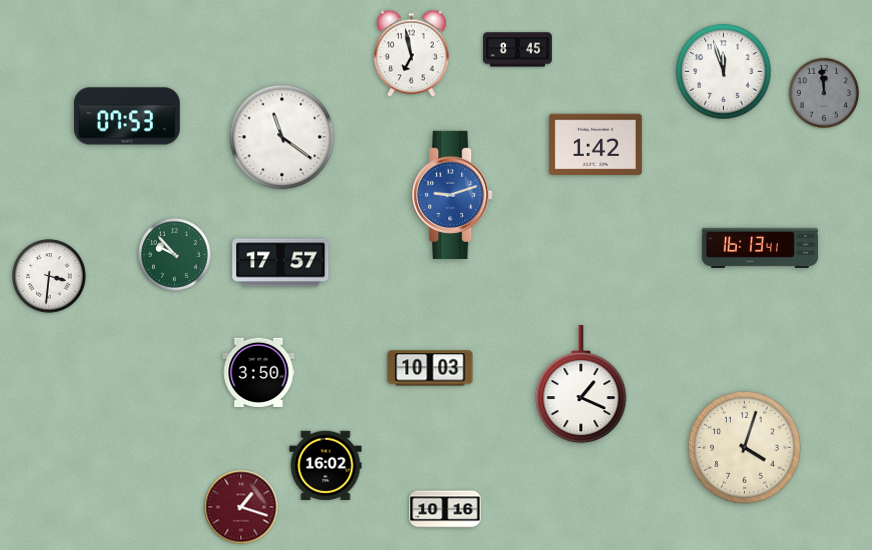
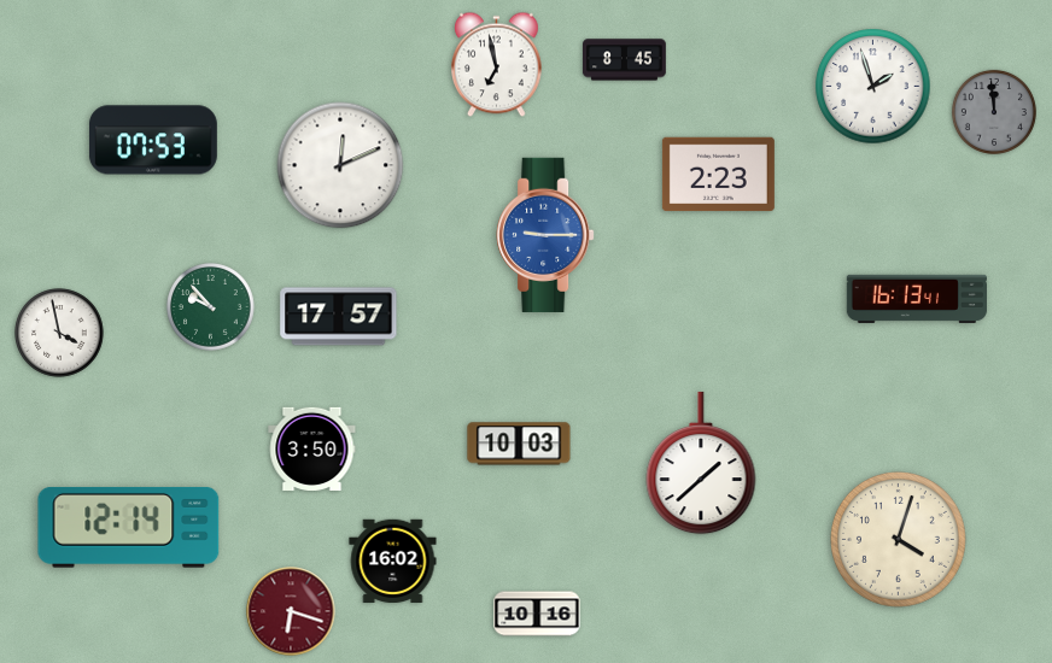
clock at (724, 72): 11:57 -> 1:57
clock at (282, 137): 11:21 -> 12:11
clock at (595, 145): 1:42 -> 2:23
clock at (452, 195): 9:12 -> 9:15
clock at (49, 276): 3:31 -> 3:58
clock at (581, 384): 1:19 -> 1:38
clock at (129, 527): none -> 12:14
clock at (241, 507): 1:18 -> 6:18
